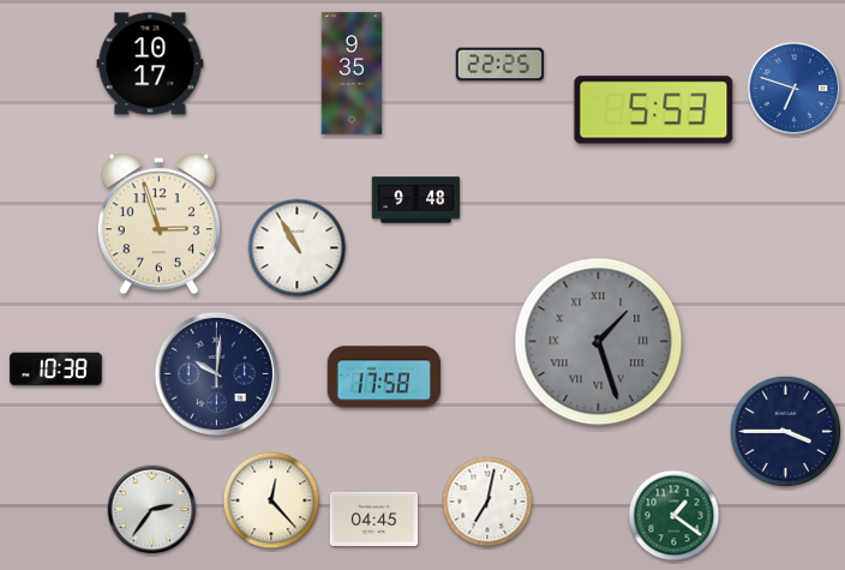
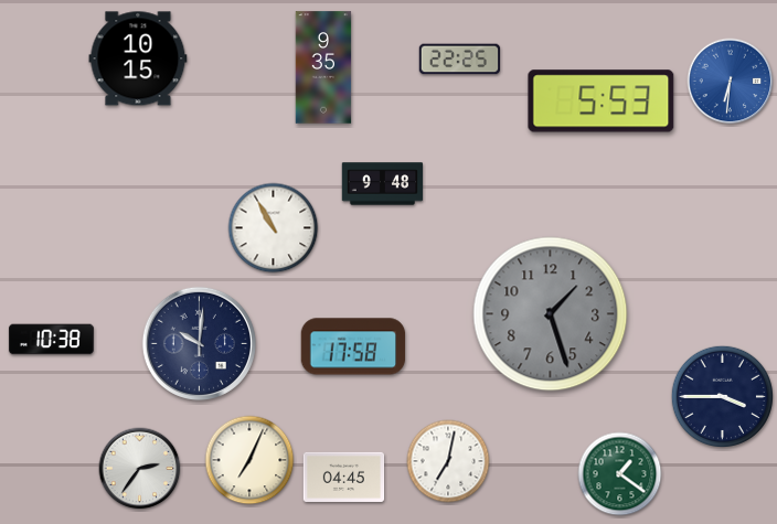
clock at (150, 64): 10:17 -> 10:15
clock at (795, 89): 6:48 -> 6:31
clock at (158, 224): 2:57 -> none
clock at (599, 342) numerals: Roman -> Arabic
clock at (271, 500): 12:23 -> 7:04
